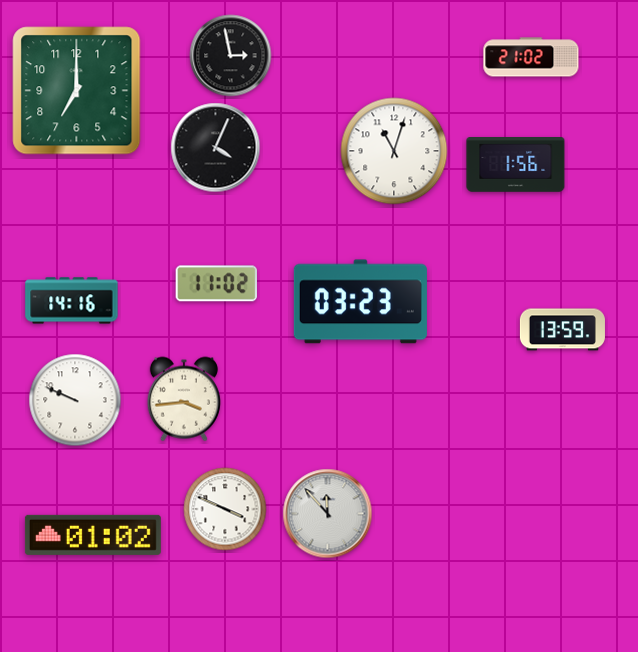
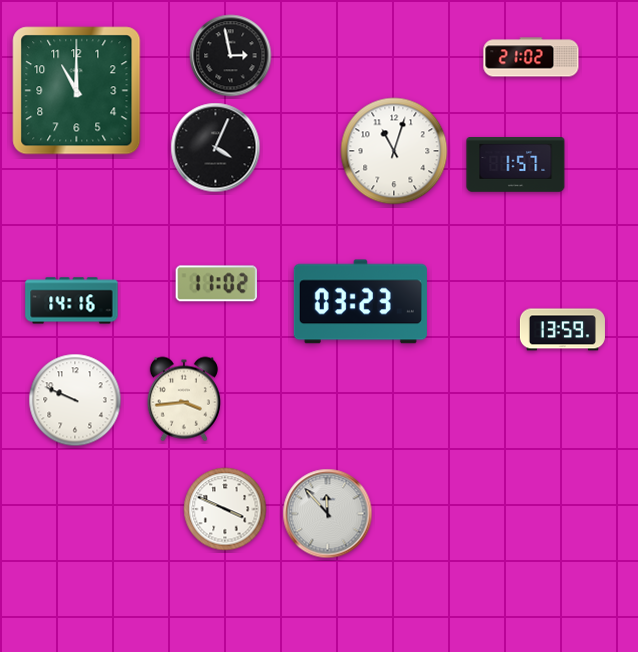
clock at (77, 91): 7:00 -> 11:00
clock at (516, 165): 1:56 -> 1:57
clock at (93, 535): 01:02 -> none
